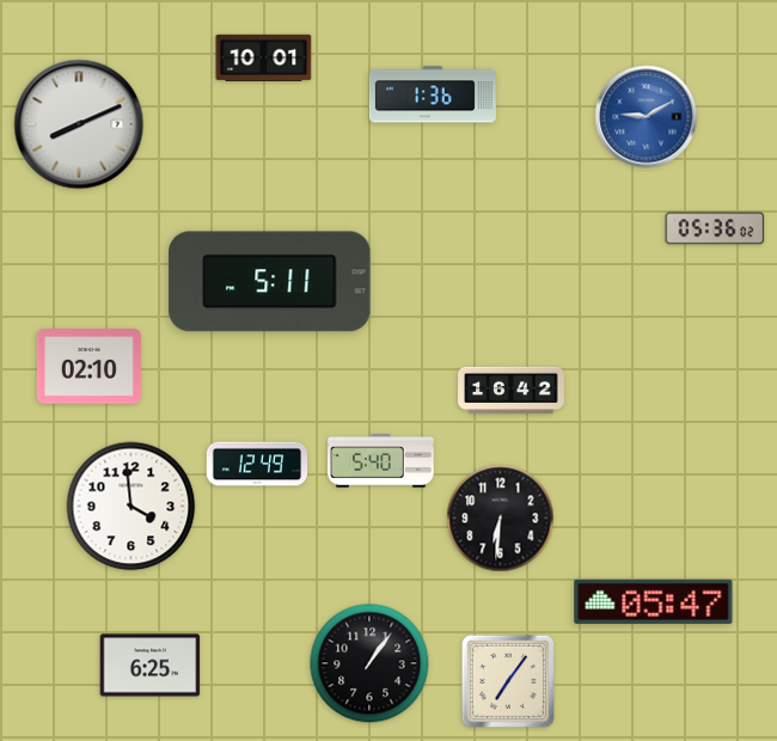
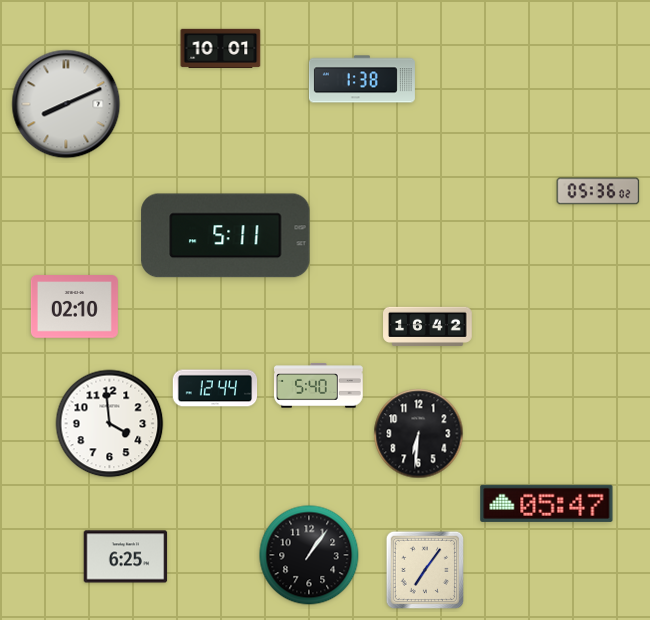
clock at (433, 94): 1:36 -> 1:38
clock at (647, 117): 9:10 -> none
clock at (257, 464): 12:49 -> 12:44
